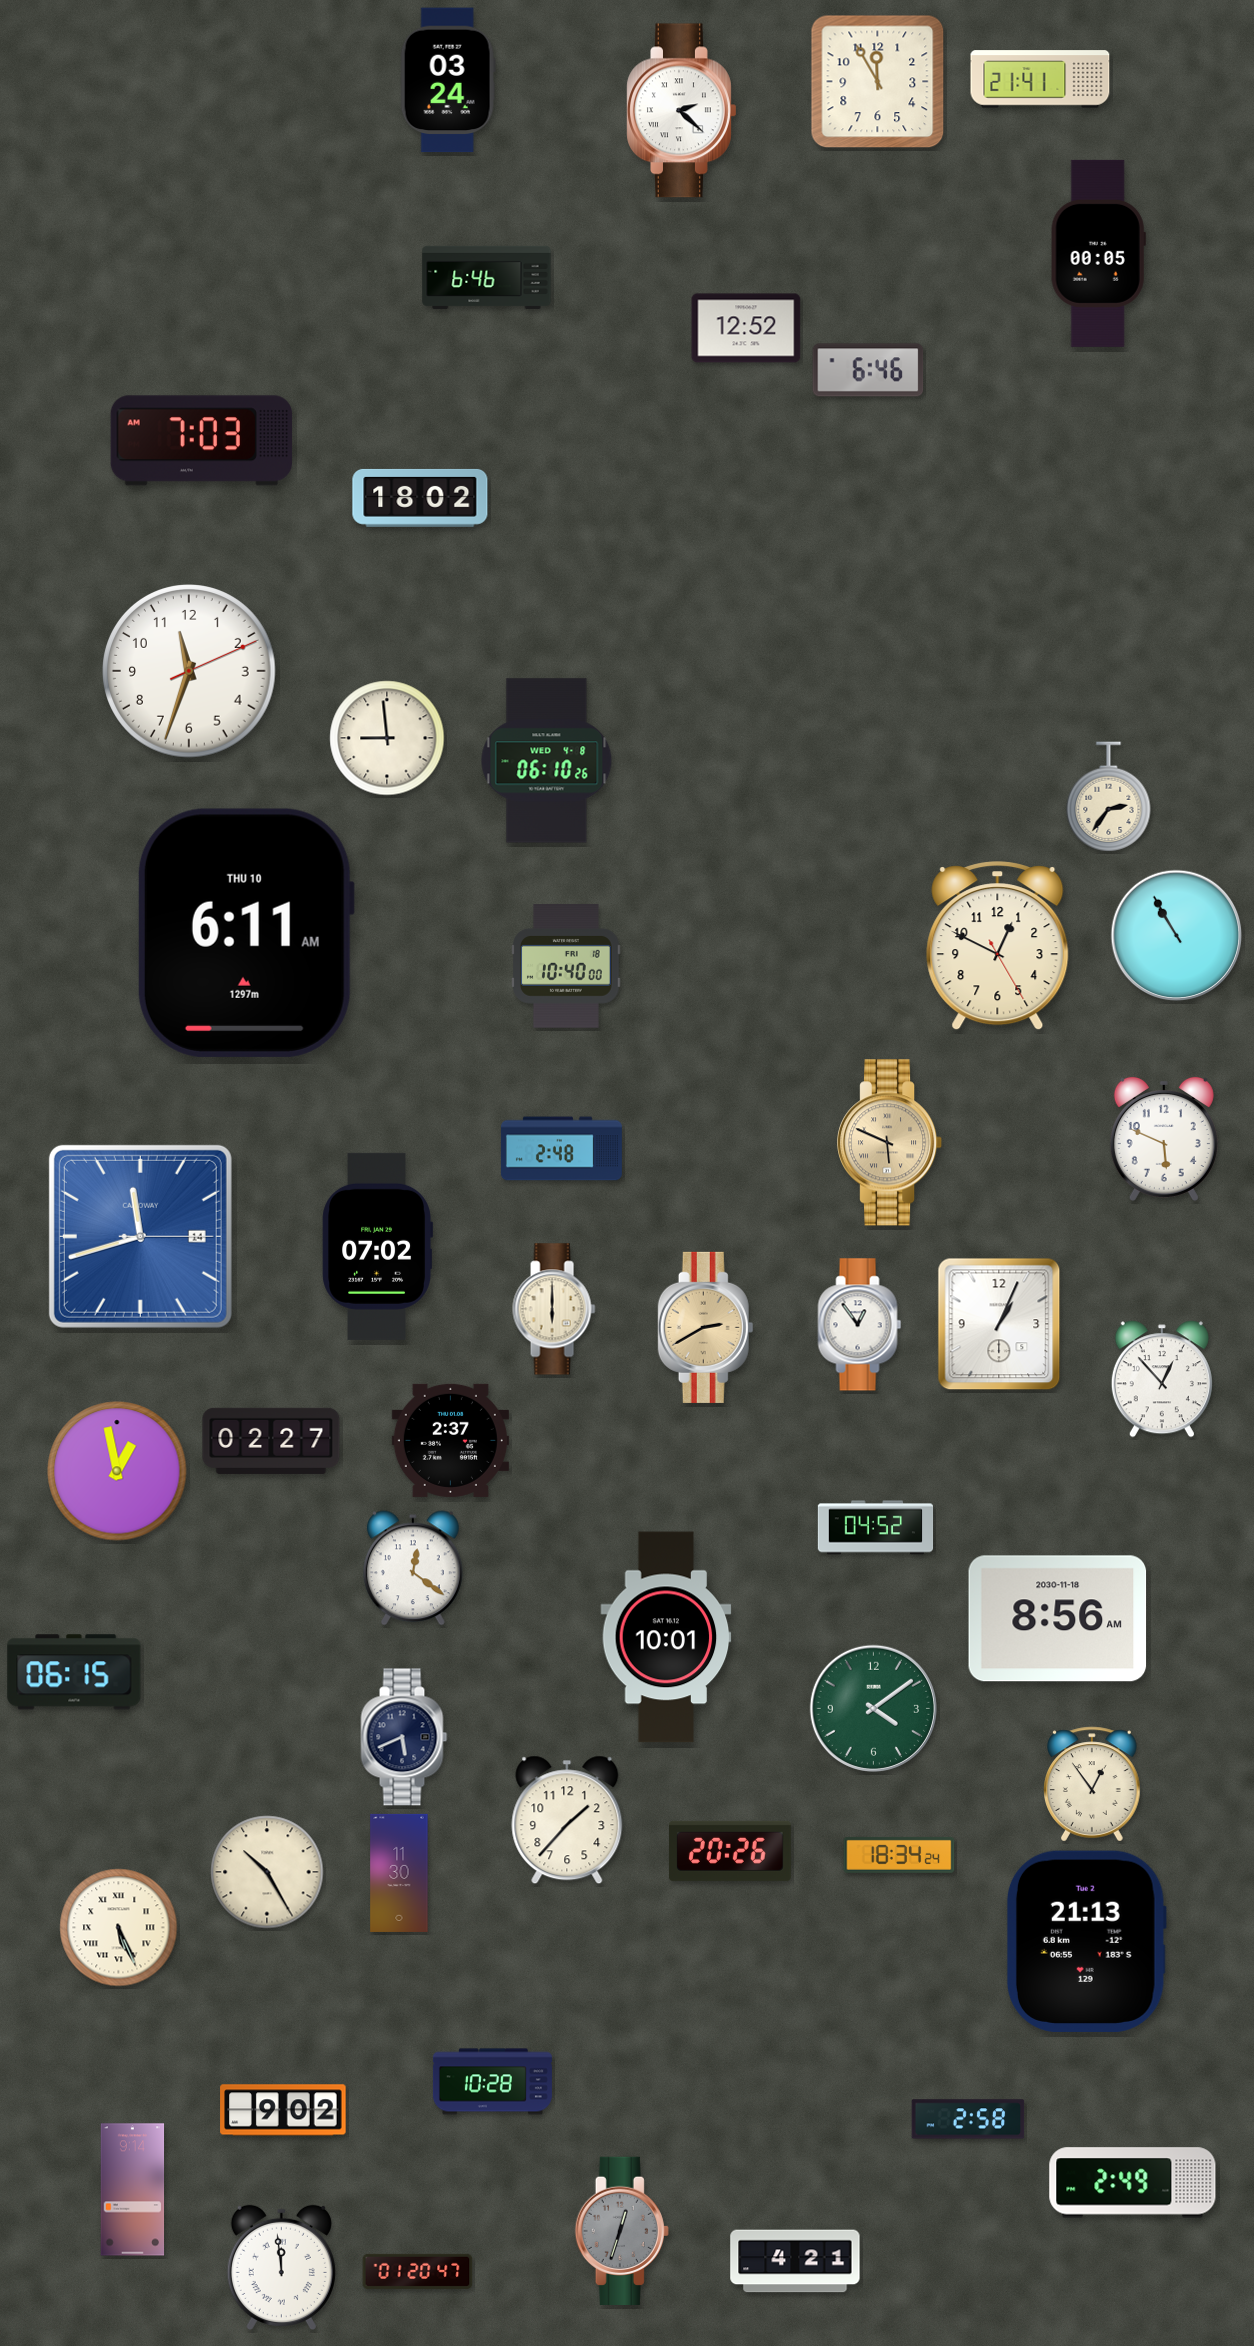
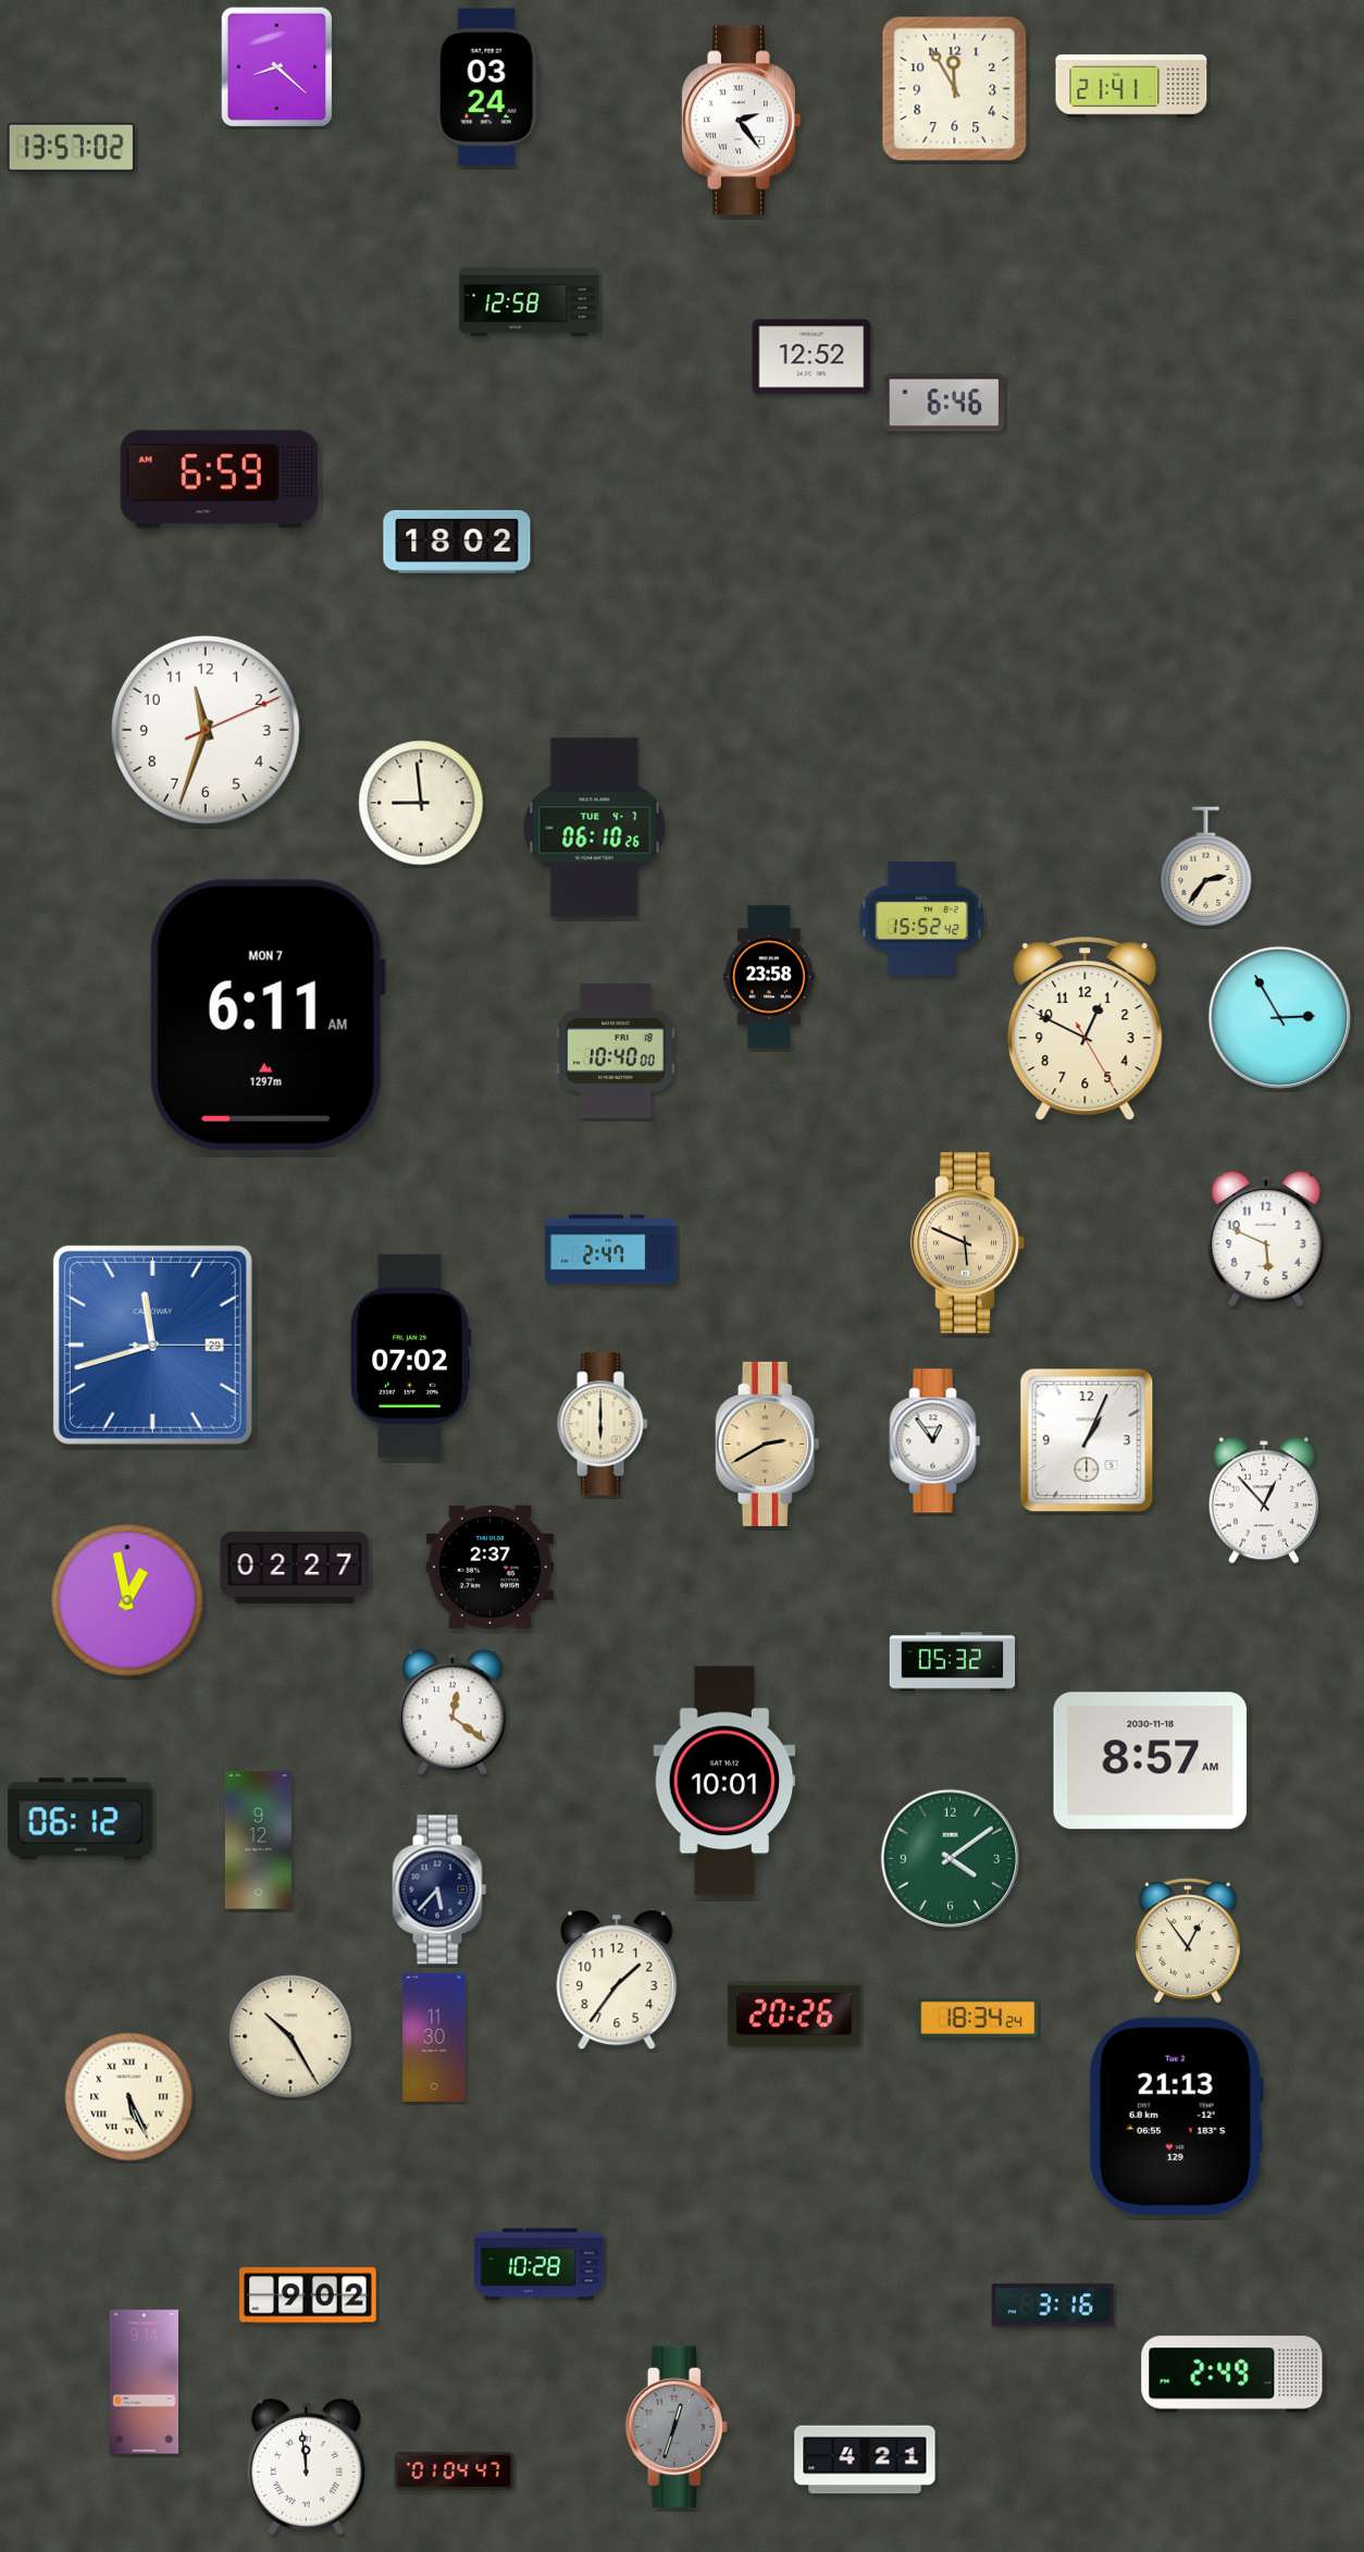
clock at (277, 67): none -> 8:22
clock at (682, 111): 2:22 -> 2:24
clock at (71, 147): none -> 13:57
clock at (1098, 253): 00:05 -> none
clock at (487, 277): 6:46 -> 12:58
clock at (201, 441): 7:03 -> 6:59
clock at (547, 761) date: WED 4-8 -> TUE 4-7
clock at (922, 918): none -> 15:52
clock at (769, 977): none -> 23:58
clock at (246, 933) date: THU 10 -> MON 7
clock at (1177, 936): 10:55 -> 2:55
clock at (561, 1149): 2:48 -> 2:47
clock at (140, 1236) date: 14 -> 29
clock at (876, 1528): 04:52 -> 05:32
clock at (413, 1568) position: (413, 1568) -> (452, 1712)
clock at (1058, 1619): 8:56 -> 8:57
clock at (74, 1672): 06:15 -> 06:12
clock at (258, 1841): none -> 9:12
clock at (404, 1737): 5:41 -> 5:37
clock at (567, 1820): 1:37 -> 1:36
clock at (1086, 1941) position: (1086, 1941) -> (1176, 2116)
clock at (492, 2082) position: (492, 2082) -> (538, 2265)
clock at (968, 2119): 2:58 -> 3:16
clock at (418, 2271): 01:20 -> 01:04
